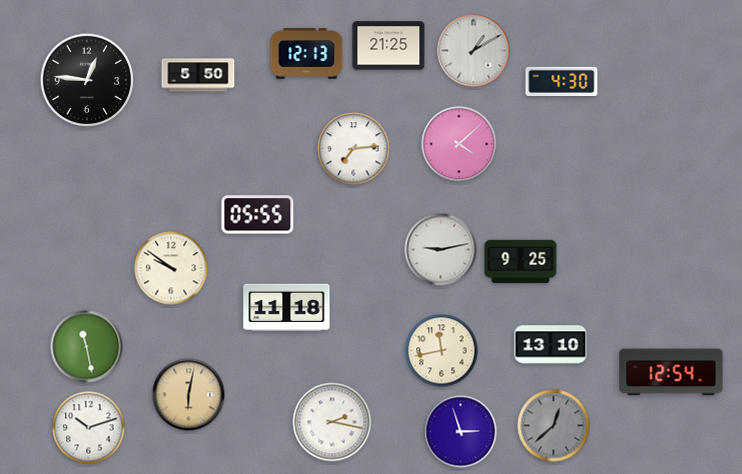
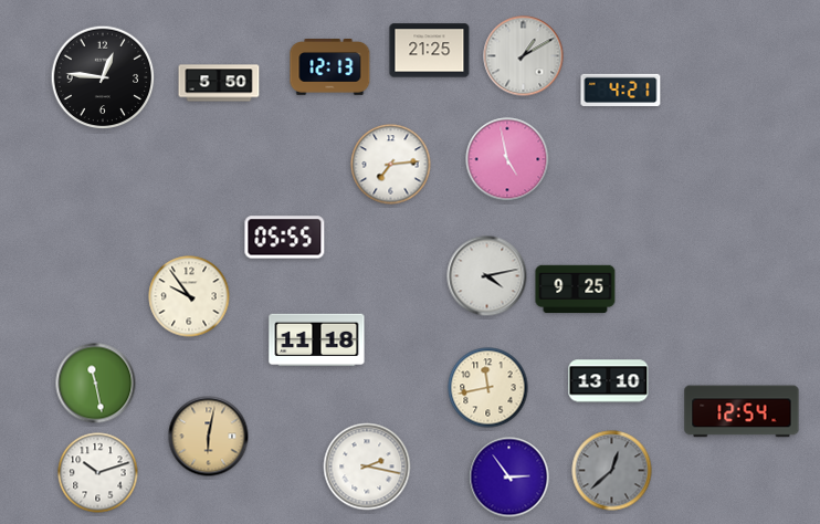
clock at (307, 54) position: (307, 54) -> (330, 67)
clock at (87, 80) position: (87, 80) -> (103, 77)
clock at (562, 81): 4:30 -> 4:21
clock at (459, 144): 4:08 -> 4:58
clock at (441, 250): 9:13 -> 4:13
clock at (171, 268): 9:51 -> 9:54
clock at (461, 432): 2:57 -> 2:54
